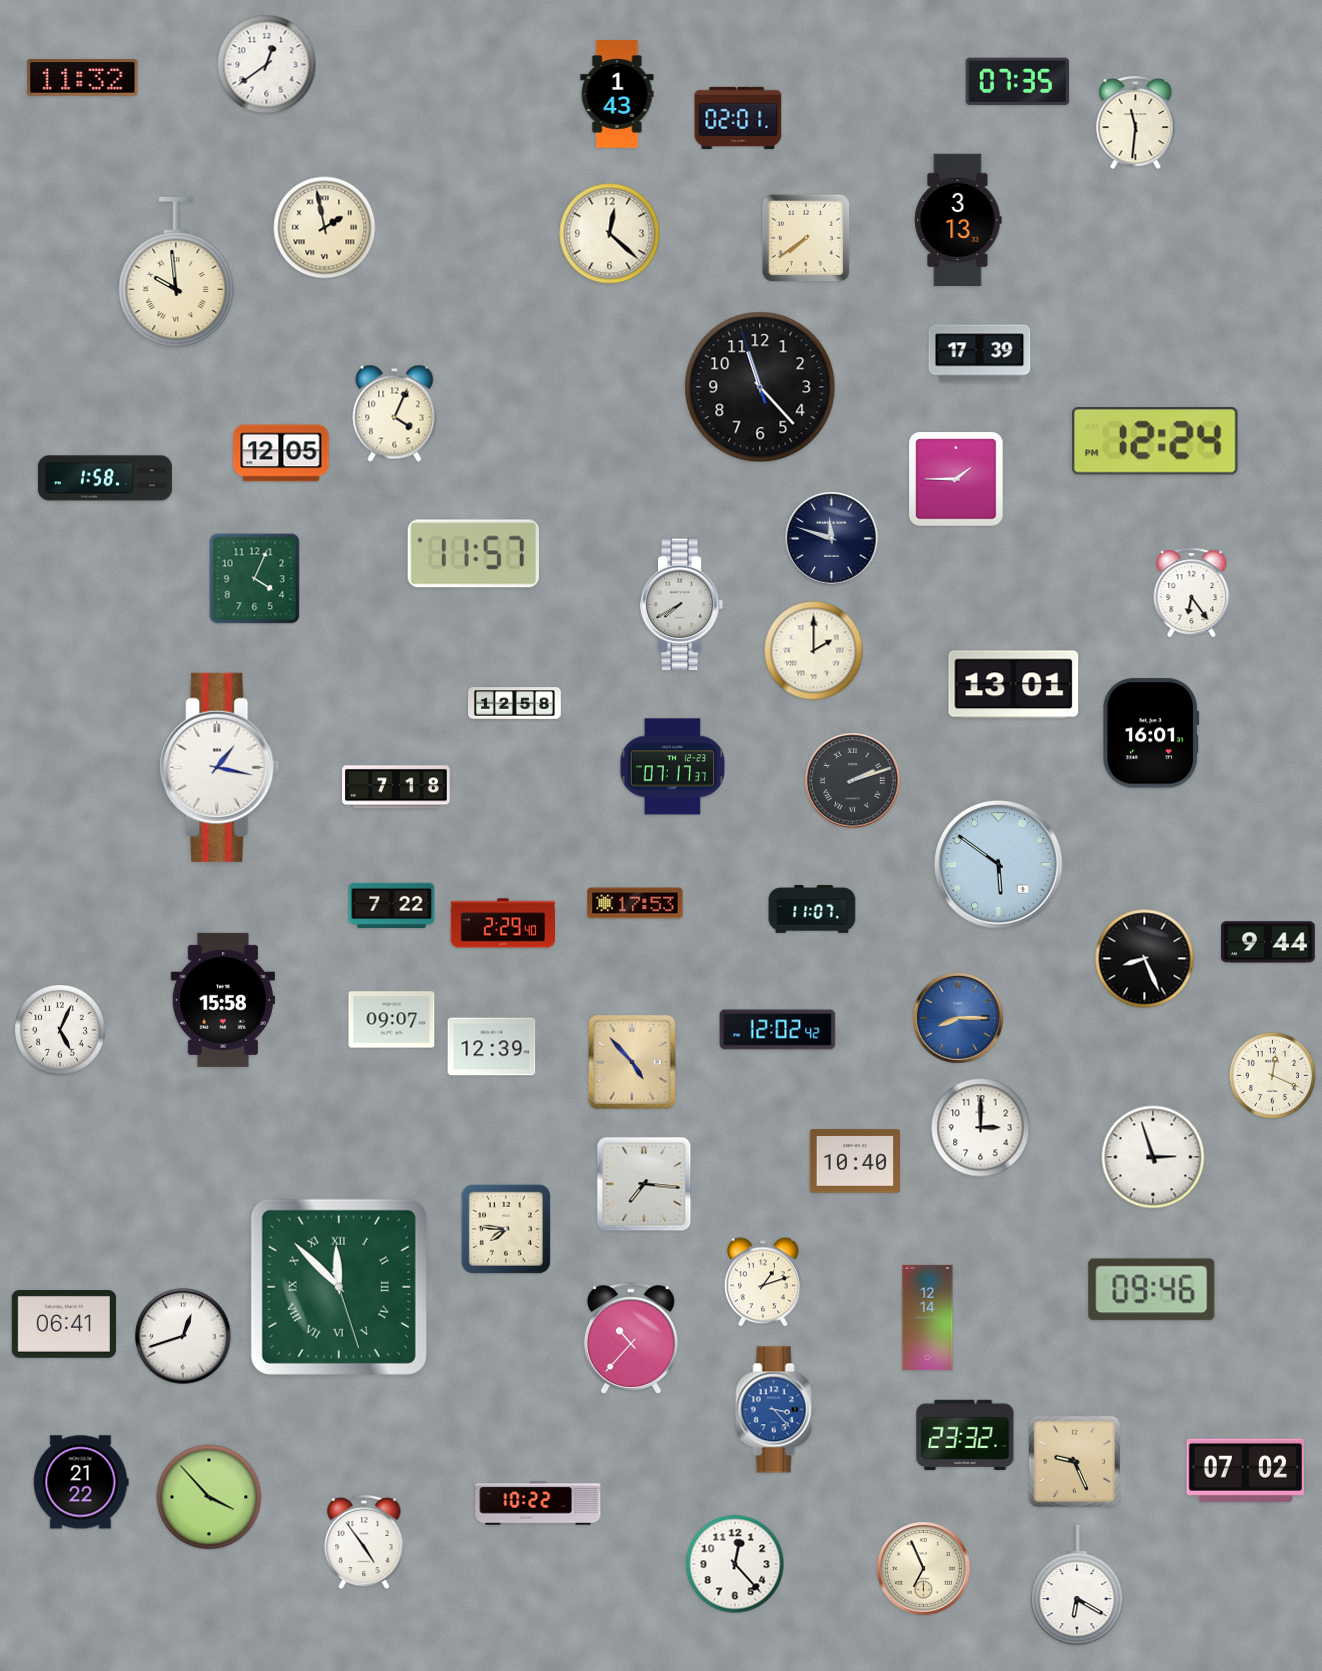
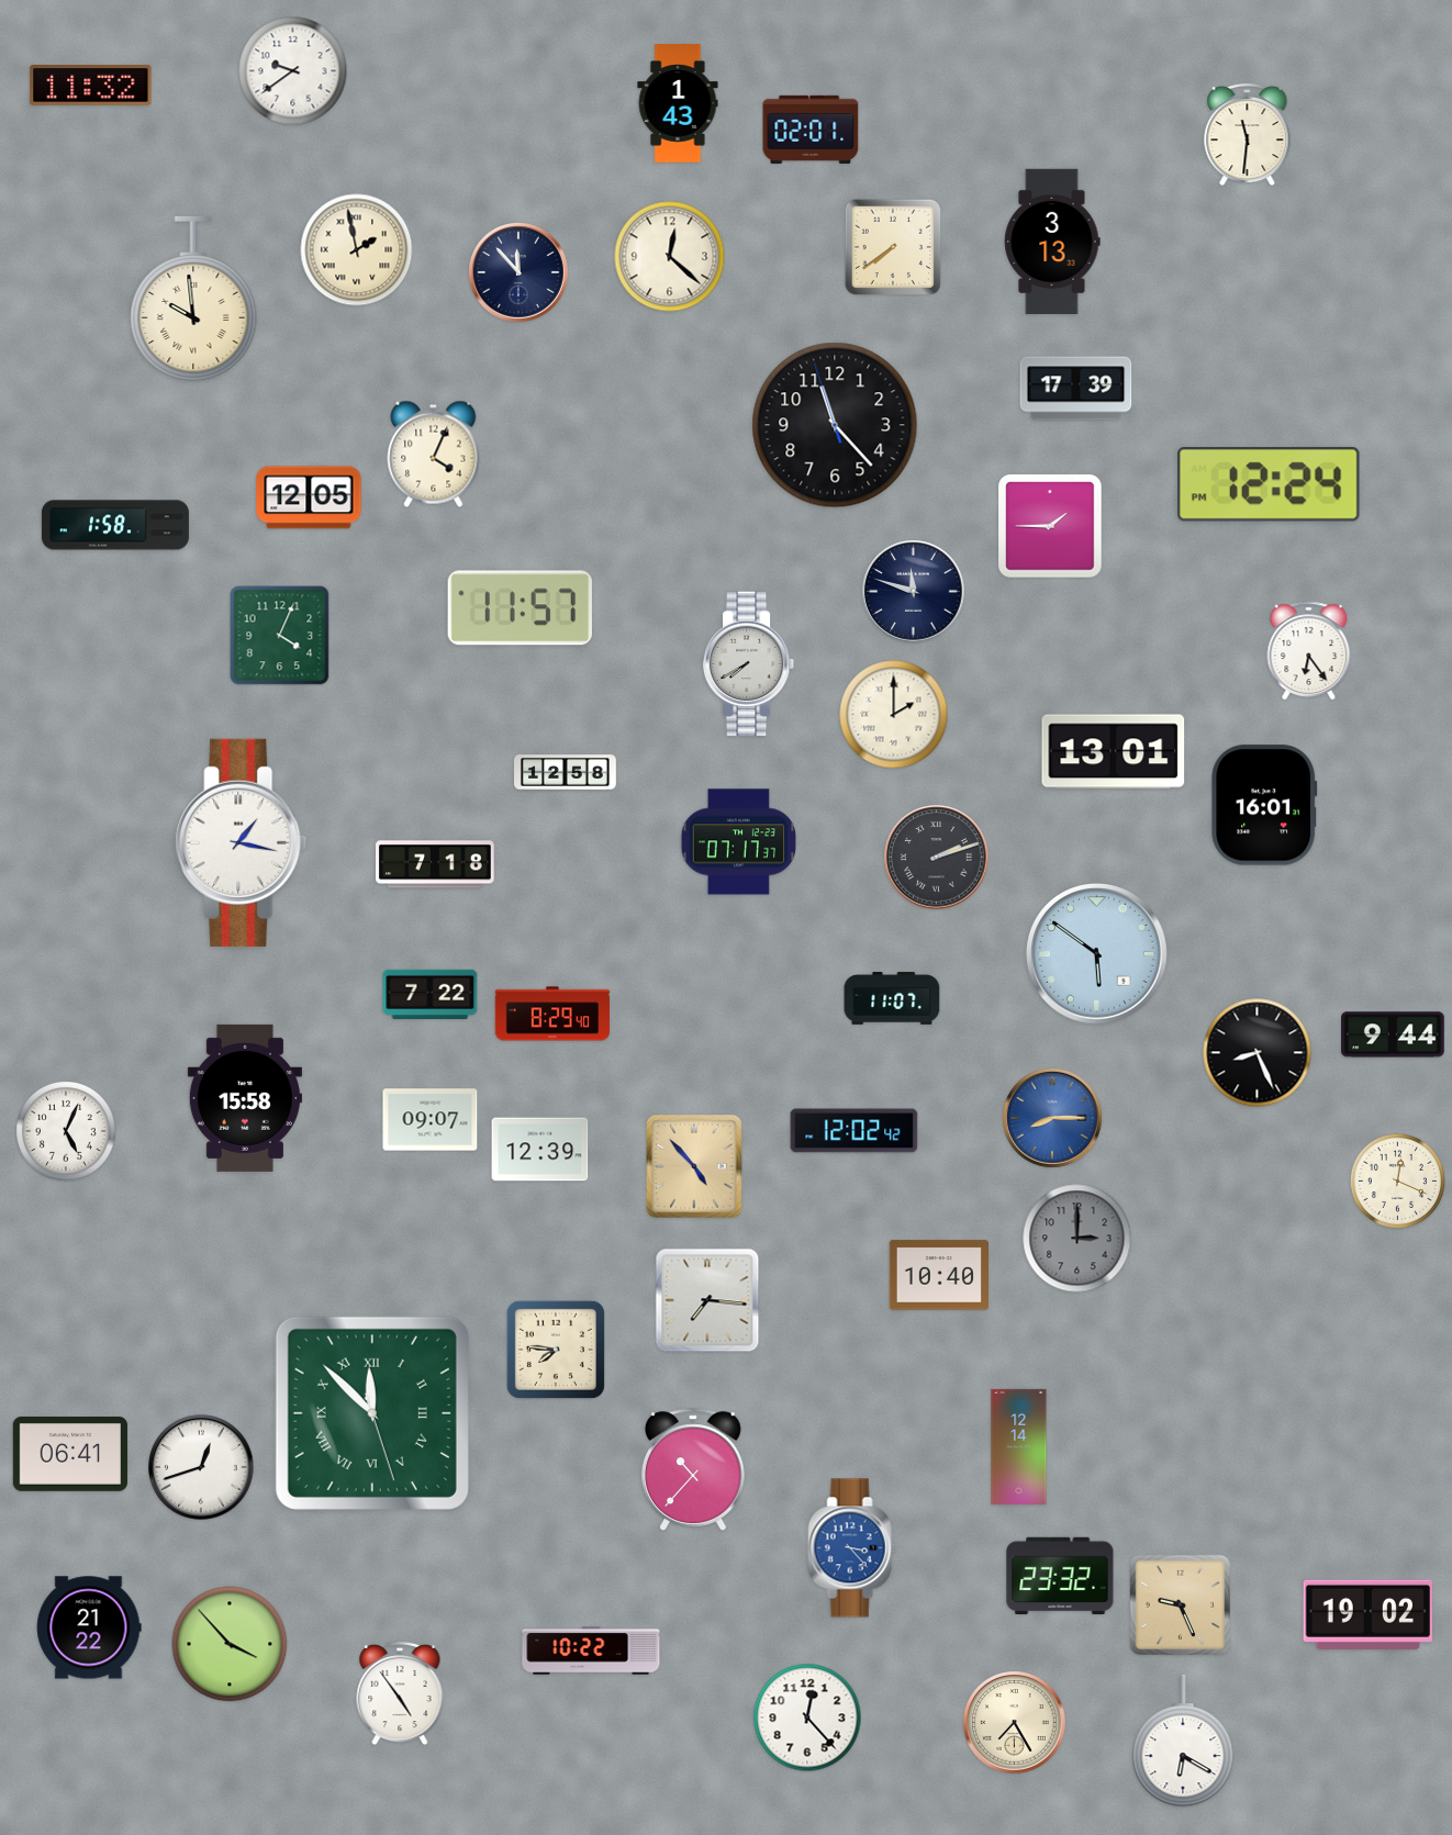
clock at (267, 65): 12:39 -> 9:39
clock at (1018, 82): 07:35 -> none
clock at (806, 238) position: (806, 238) -> (893, 247)
clock at (518, 272): none -> 11:53
clock at (999, 865) position: (999, 865) -> (1097, 954)
clock at (635, 903): 17:53 -> none
clock at (503, 923): 2:29 -> 8:29
clock at (981, 1128) dial: white -> grey
clock at (1153, 1157): 2:57 -> none
clock at (763, 1282): 1:12 -> none
clock at (1152, 1290): 09:46 -> none
clock at (1245, 1470): 07:02 -> 19:02
clock at (924, 1569): 6:56 -> 7:25
